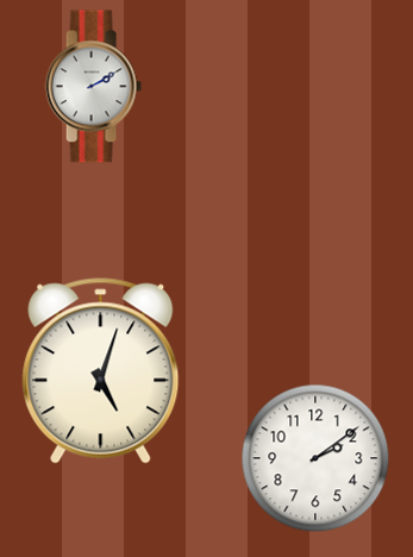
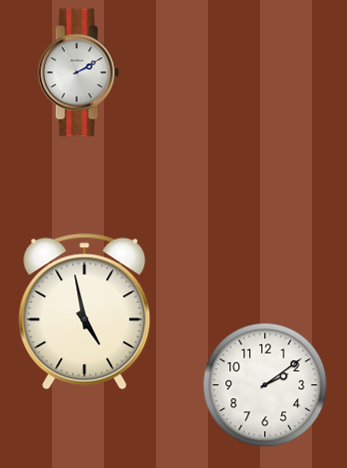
clock at (101, 371): 5:03 -> 4:58
